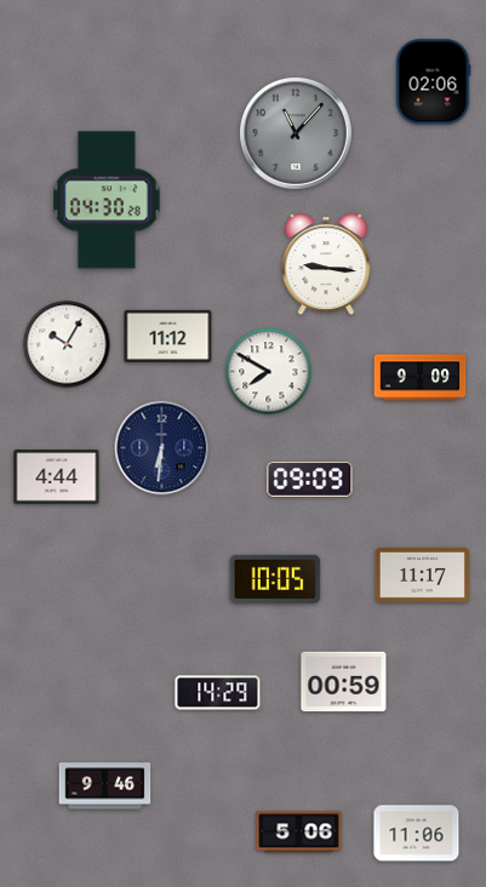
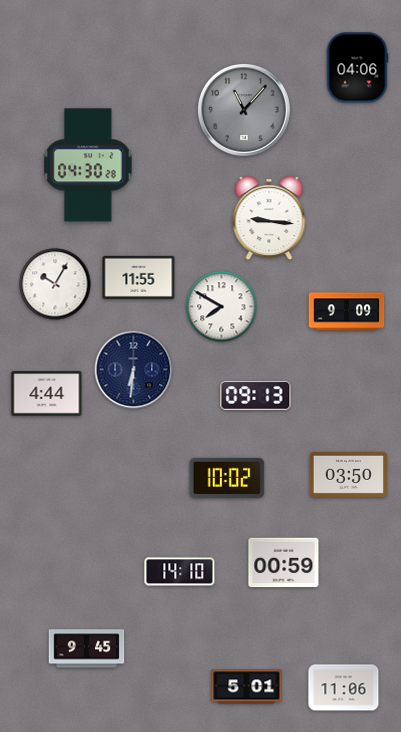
clock at (433, 82): 02:06 -> 04:06
clock at (168, 336): 11:12 -> 11:55
clock at (310, 480): 09:09 -> 09:13
clock at (422, 574): 11:17 -> 03:50
clock at (275, 579): 10:05 -> 10:02
clock at (218, 693): 14:29 -> 14:10
clock at (105, 786): 9:46 -> 9:45
clock at (299, 832): 5:06 -> 5:01
